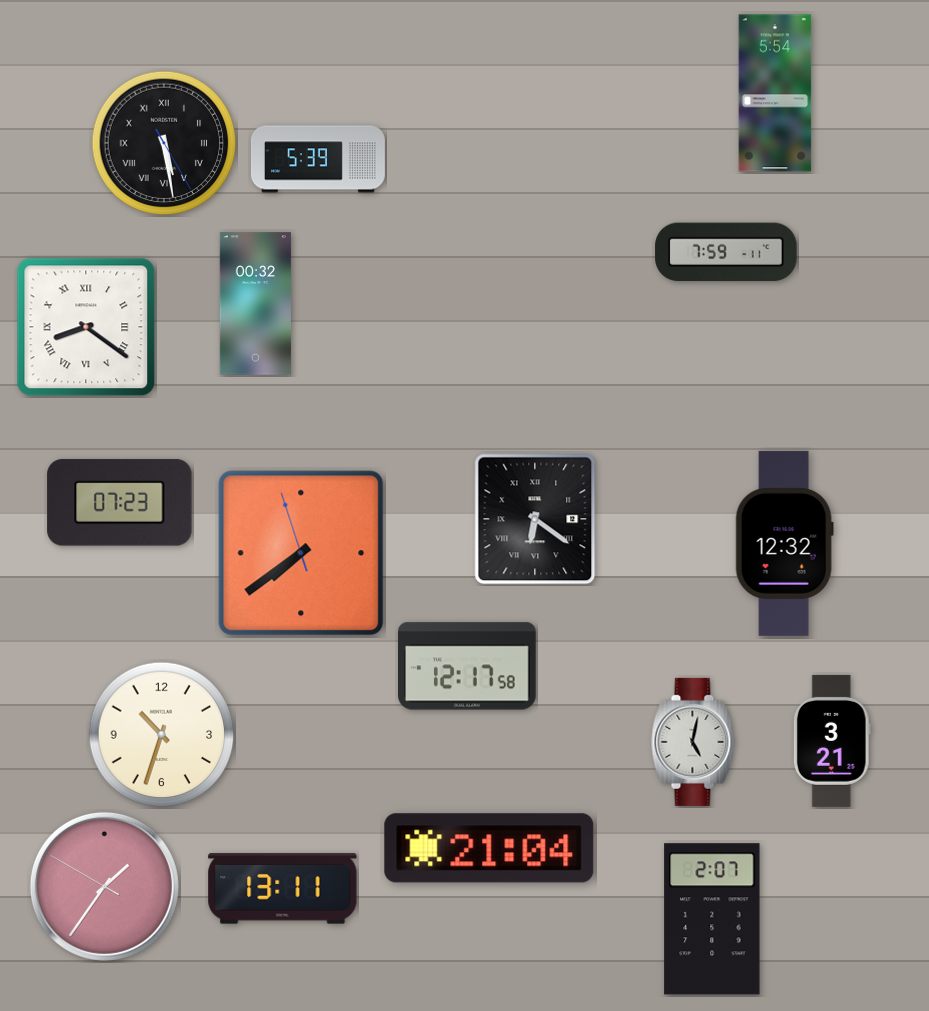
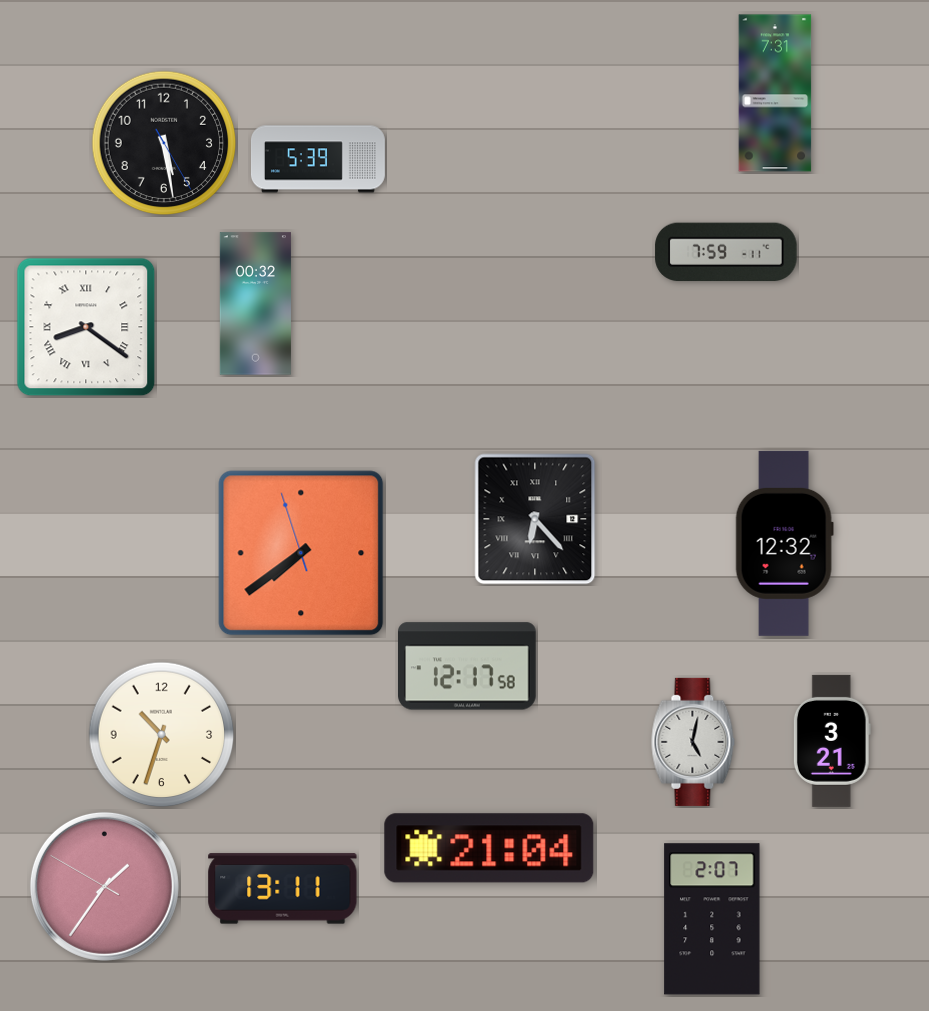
clock at (775, 93): 5:54 -> 7:31
clock at (164, 143) numerals: Roman -> Arabic
clock at (120, 503): 07:23 -> none
clock at (535, 519): 6:21 -> 6:23
